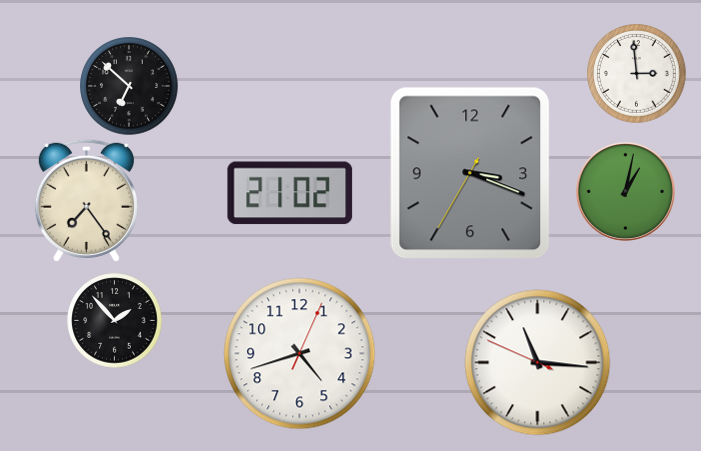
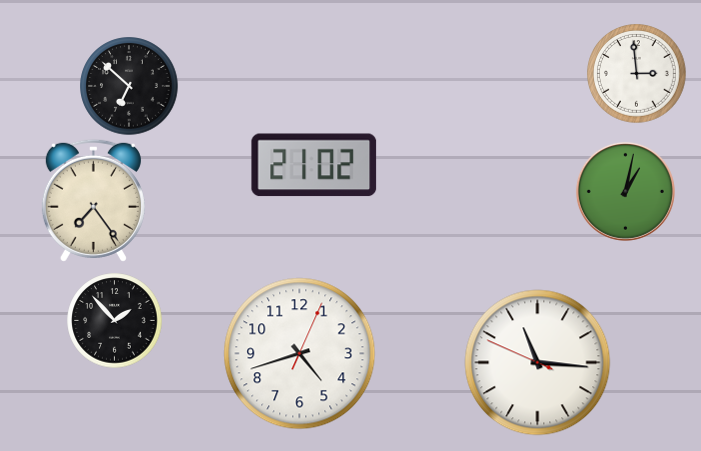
clock at (470, 173): 3:18 -> none
clock at (290, 193) position: (290, 193) -> (314, 165)
clock at (86, 200) position: (86, 200) -> (93, 200)
